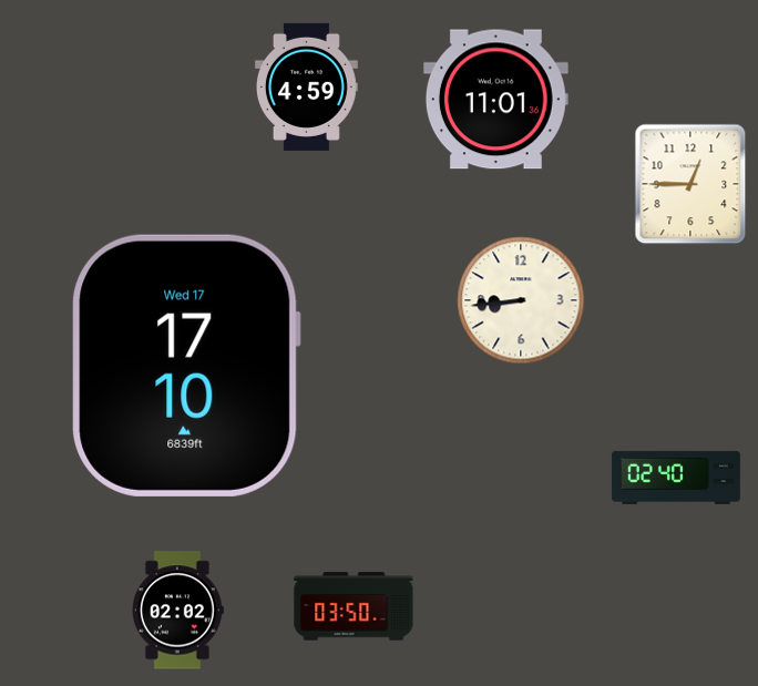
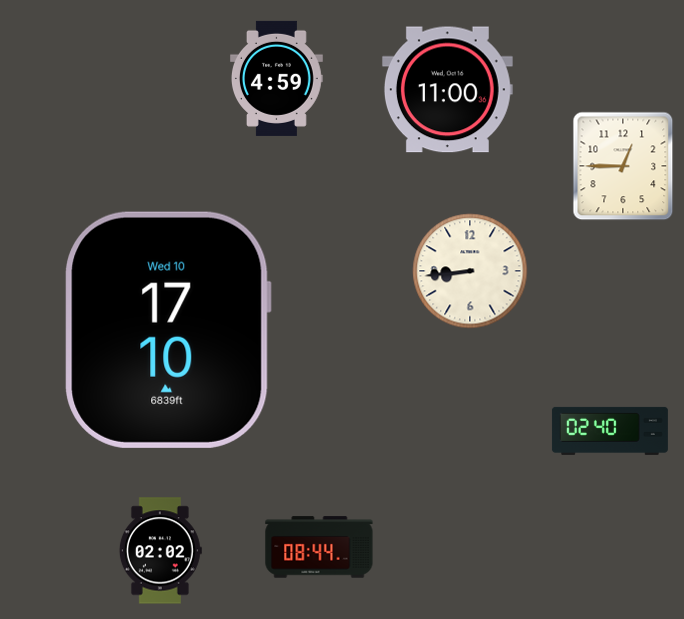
clock at (495, 100): 11:01 -> 11:00
clock at (186, 366) date: Wed 17 -> Wed 10
clock at (354, 606): 03:50 -> 08:44
